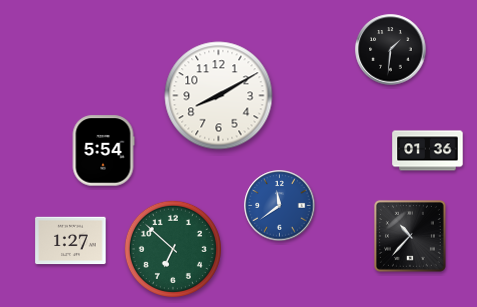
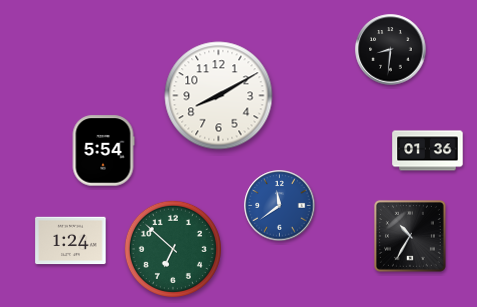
clock at (391, 50): 1:31 -> 8:31
clock at (410, 236): 10:37 -> 10:35
clock at (71, 241): 1:27 -> 1:24
